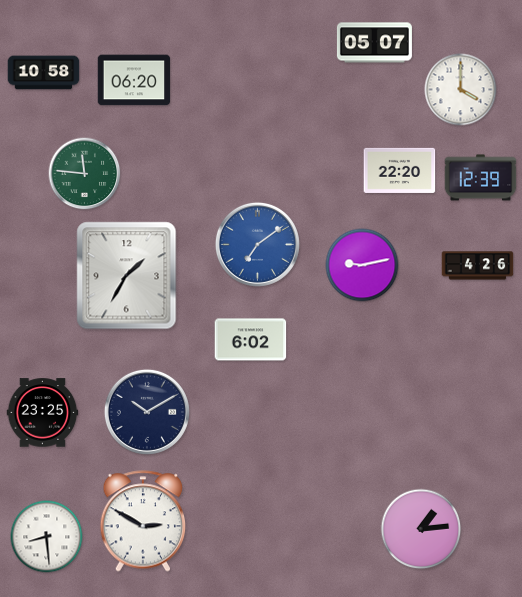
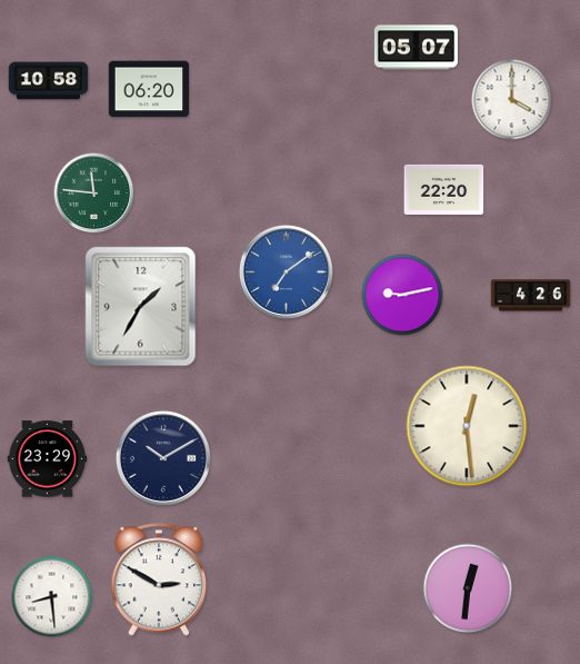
clock at (481, 178): 12:39 -> none
clock at (251, 340): 6:02 -> none
clock at (467, 426): none -> 12:29
clock at (43, 413): 23:25 -> 23:29
clock at (421, 529): 1:14 -> 12:31
